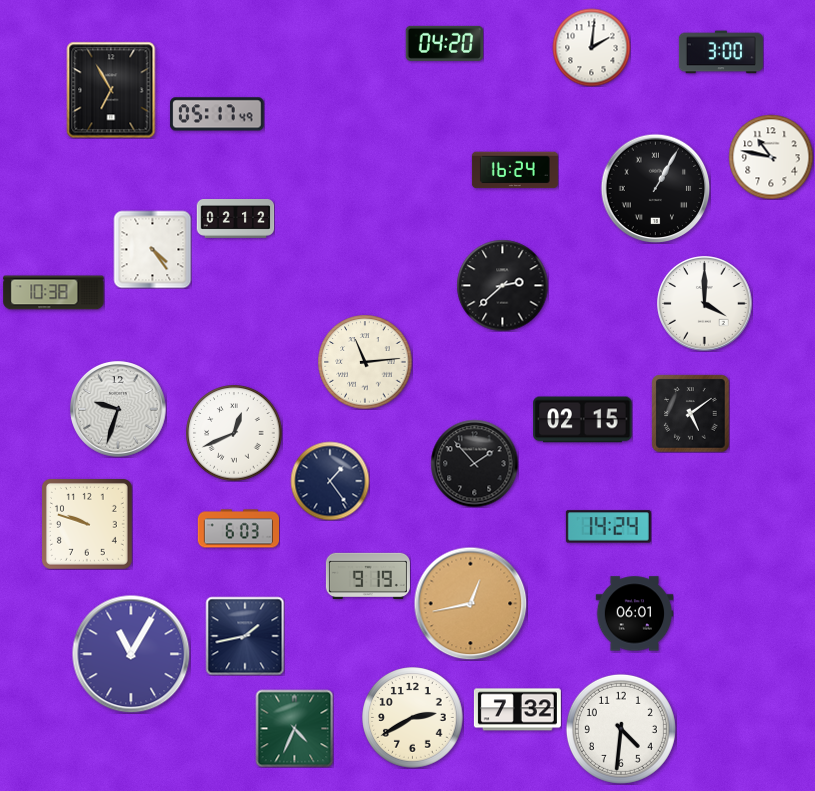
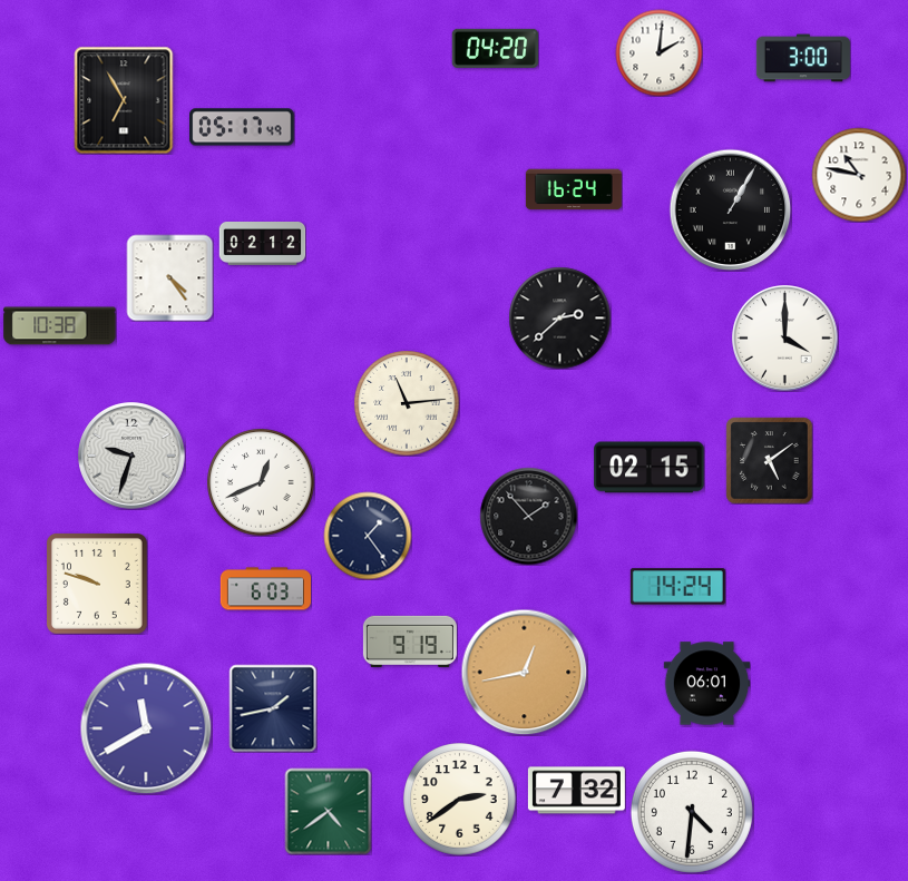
clock at (131, 654): 11:05 -> 11:40
clock at (413, 718): 2:40 -> 2:39
clock at (294, 728): 4:34 -> 4:39
